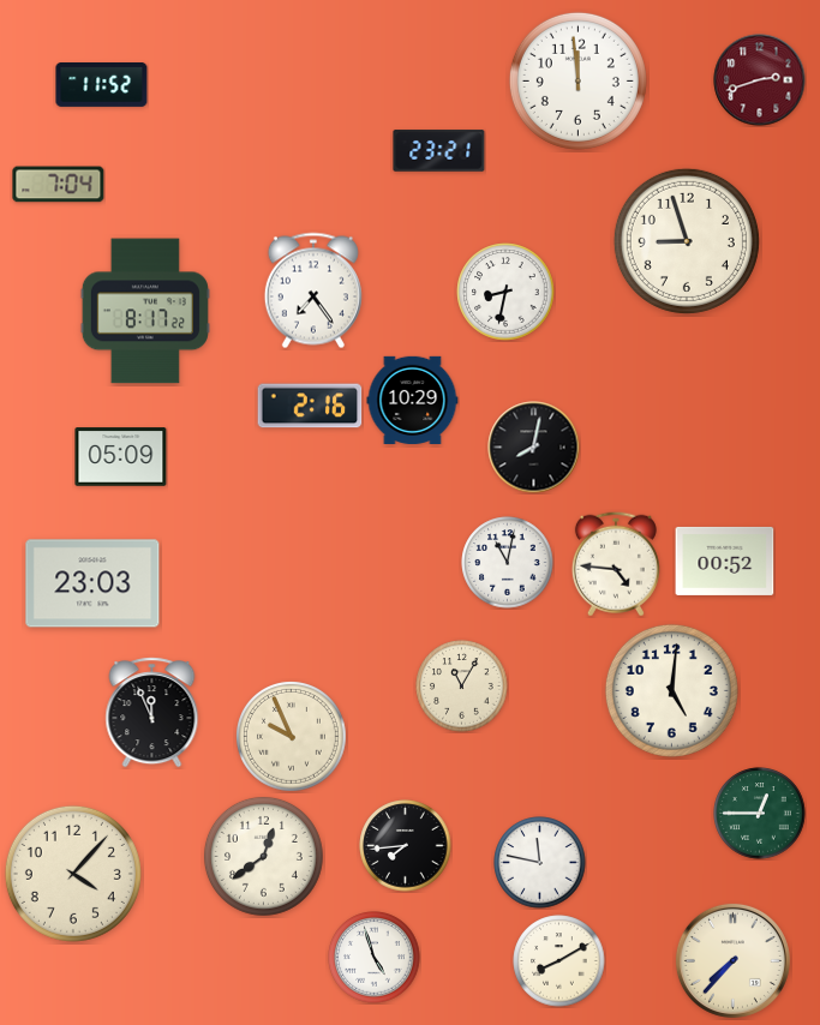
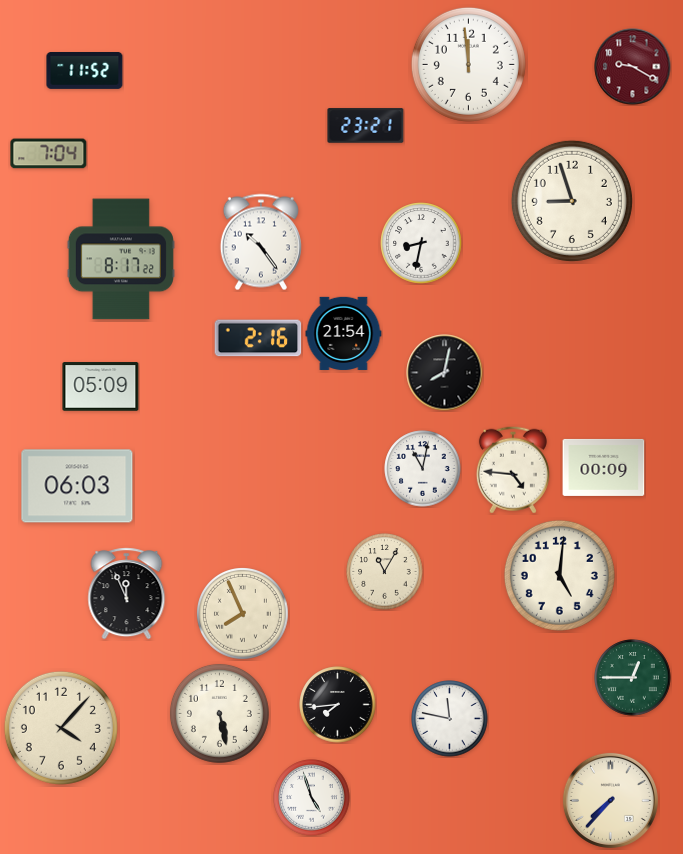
clock at (577, 80) position: (577, 80) -> (468, 64)
clock at (760, 80): 2:42 -> 9:20
clock at (313, 290): 7:24 -> 10:24
clock at (413, 400): 10:29 -> 21:54
clock at (121, 457) position: (121, 457) -> (101, 387)
clock at (725, 561): 00:52 -> 00:09
clock at (92, 583): 23:03 -> 06:03
clock at (292, 737): 9:56 -> 7:56
clock at (263, 856): 12:39 -> 5:28
clock at (559, 961): 8:10 -> none
